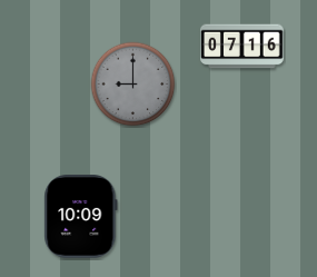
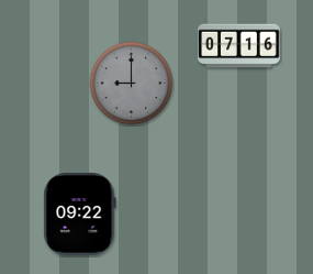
clock at (81, 217): 10:09 -> 09:22
